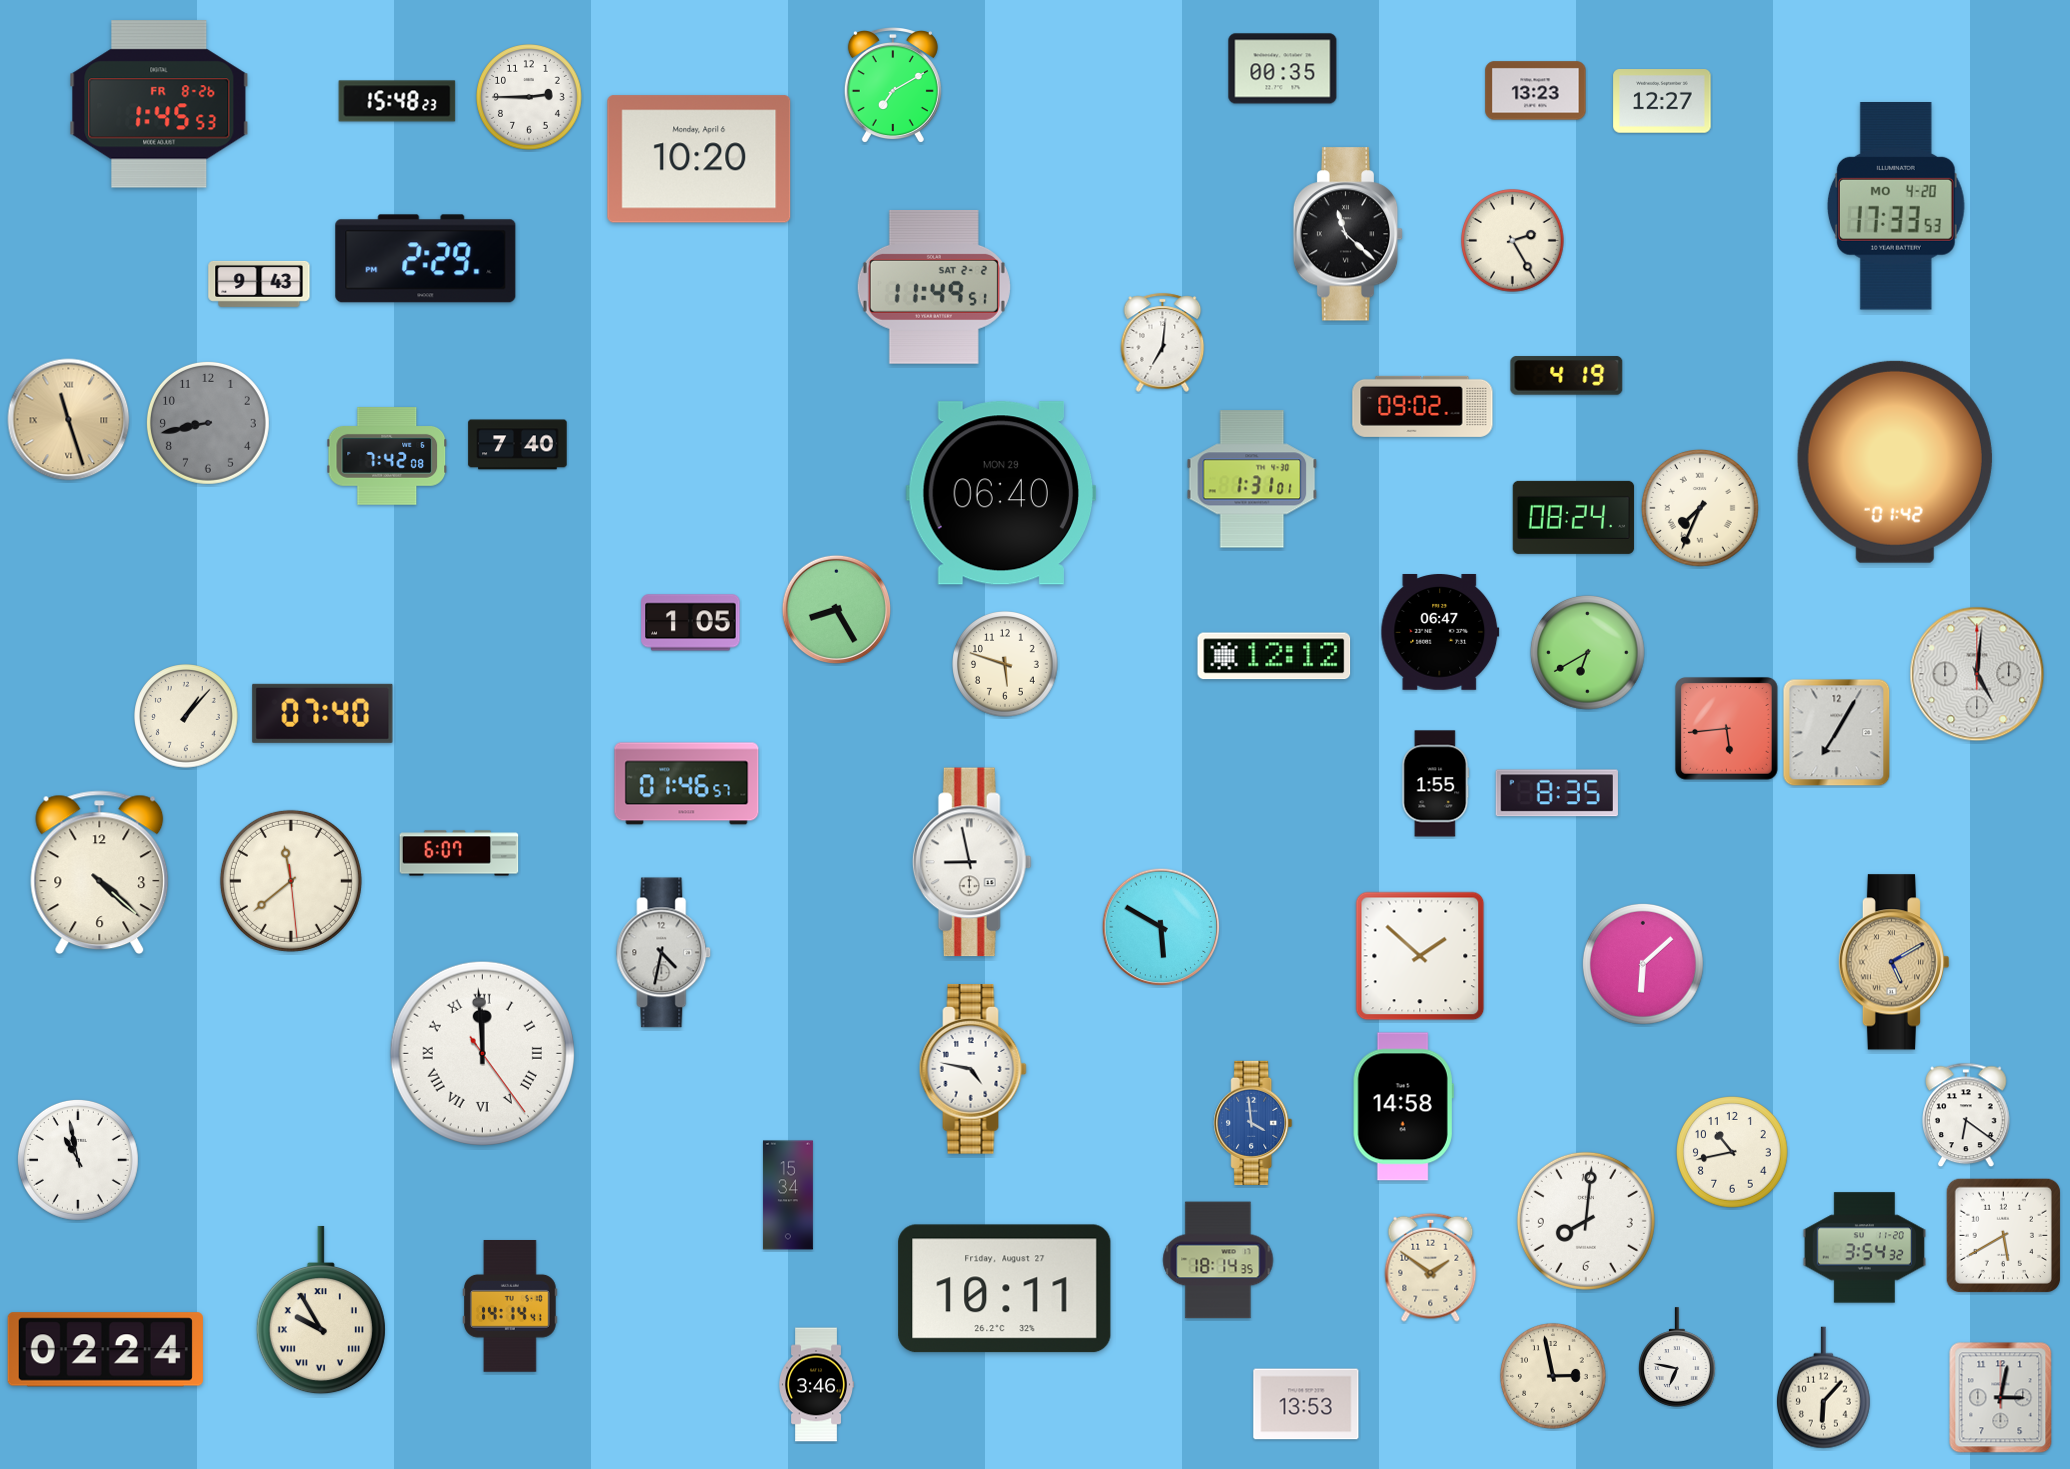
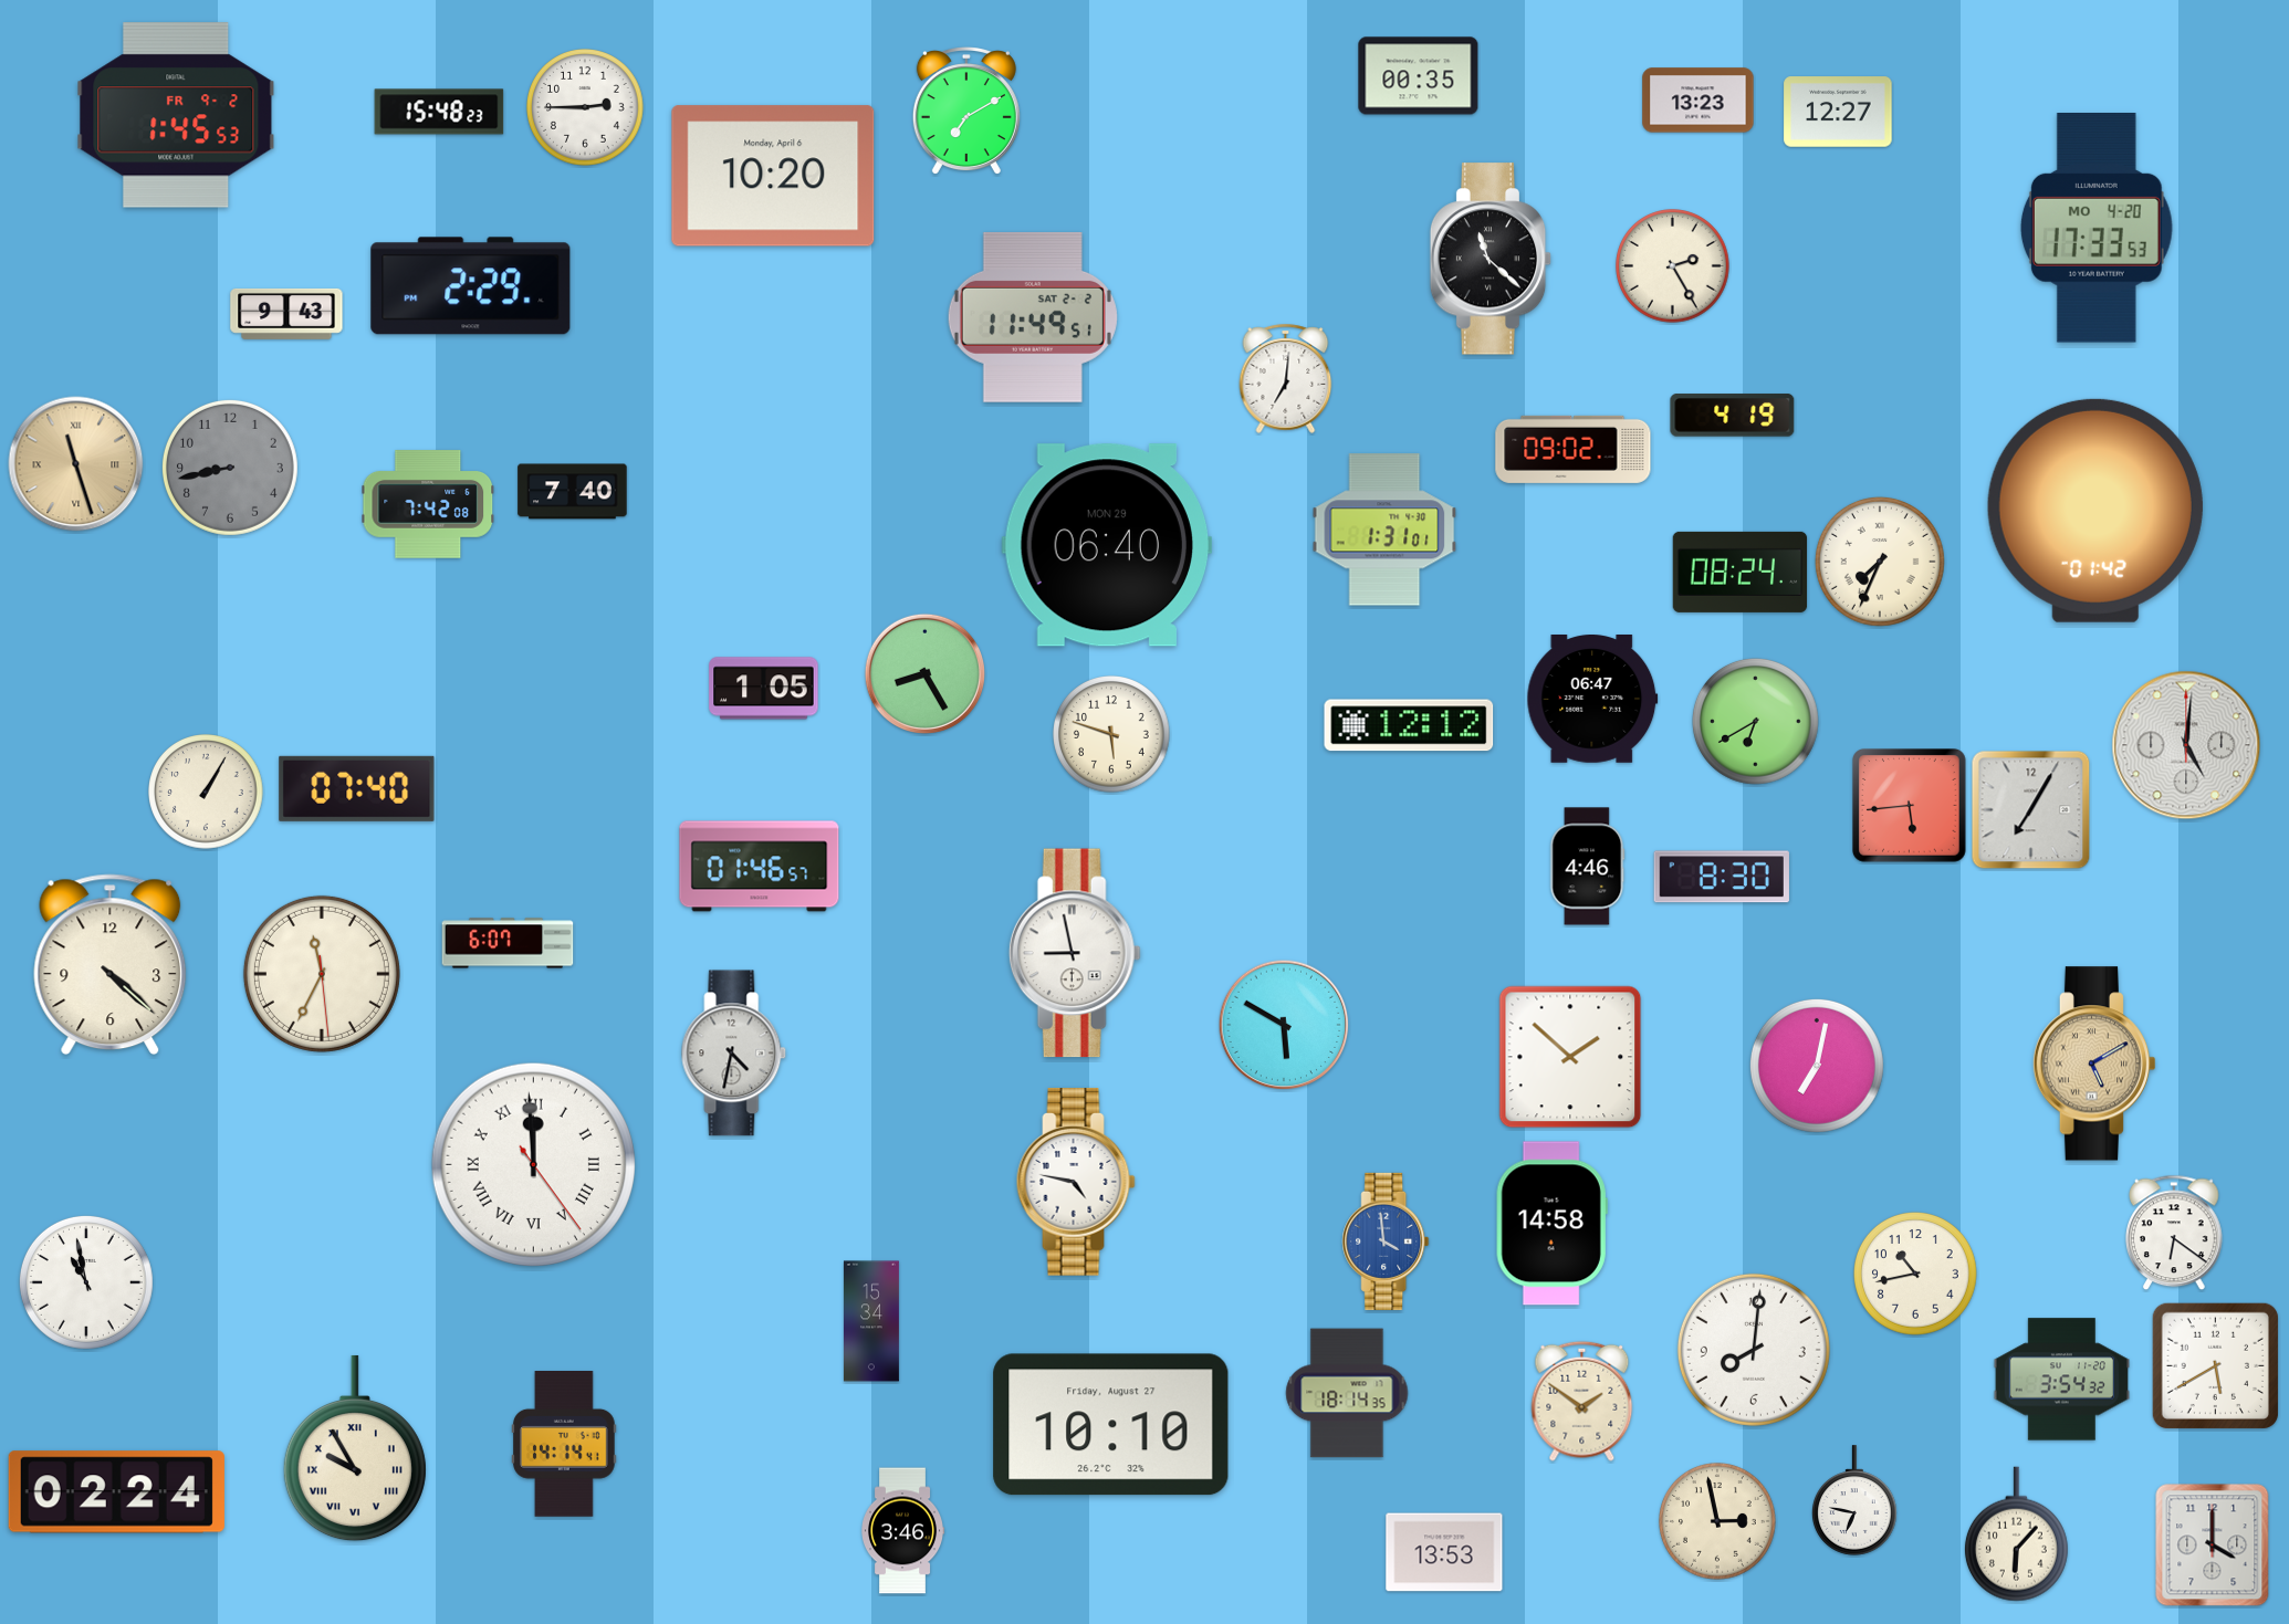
clock at (893, 86) position: (893, 86) -> (966, 112)
clock at (159, 104) date: FR 8-26 -> FR 9-2
clock at (186, 716): 1:07 -> 1:05
clock at (1436, 784): 1:55 -> 4:46
clock at (1557, 793): 8:35 -> 8:30
clock at (291, 881): 11:38 -> 11:34
clock at (1643, 964): 6:08 -> 7:02
clock at (1005, 1289): 10:11 -> 10:10
clock at (2001, 1398): 3:02 -> 4:00
